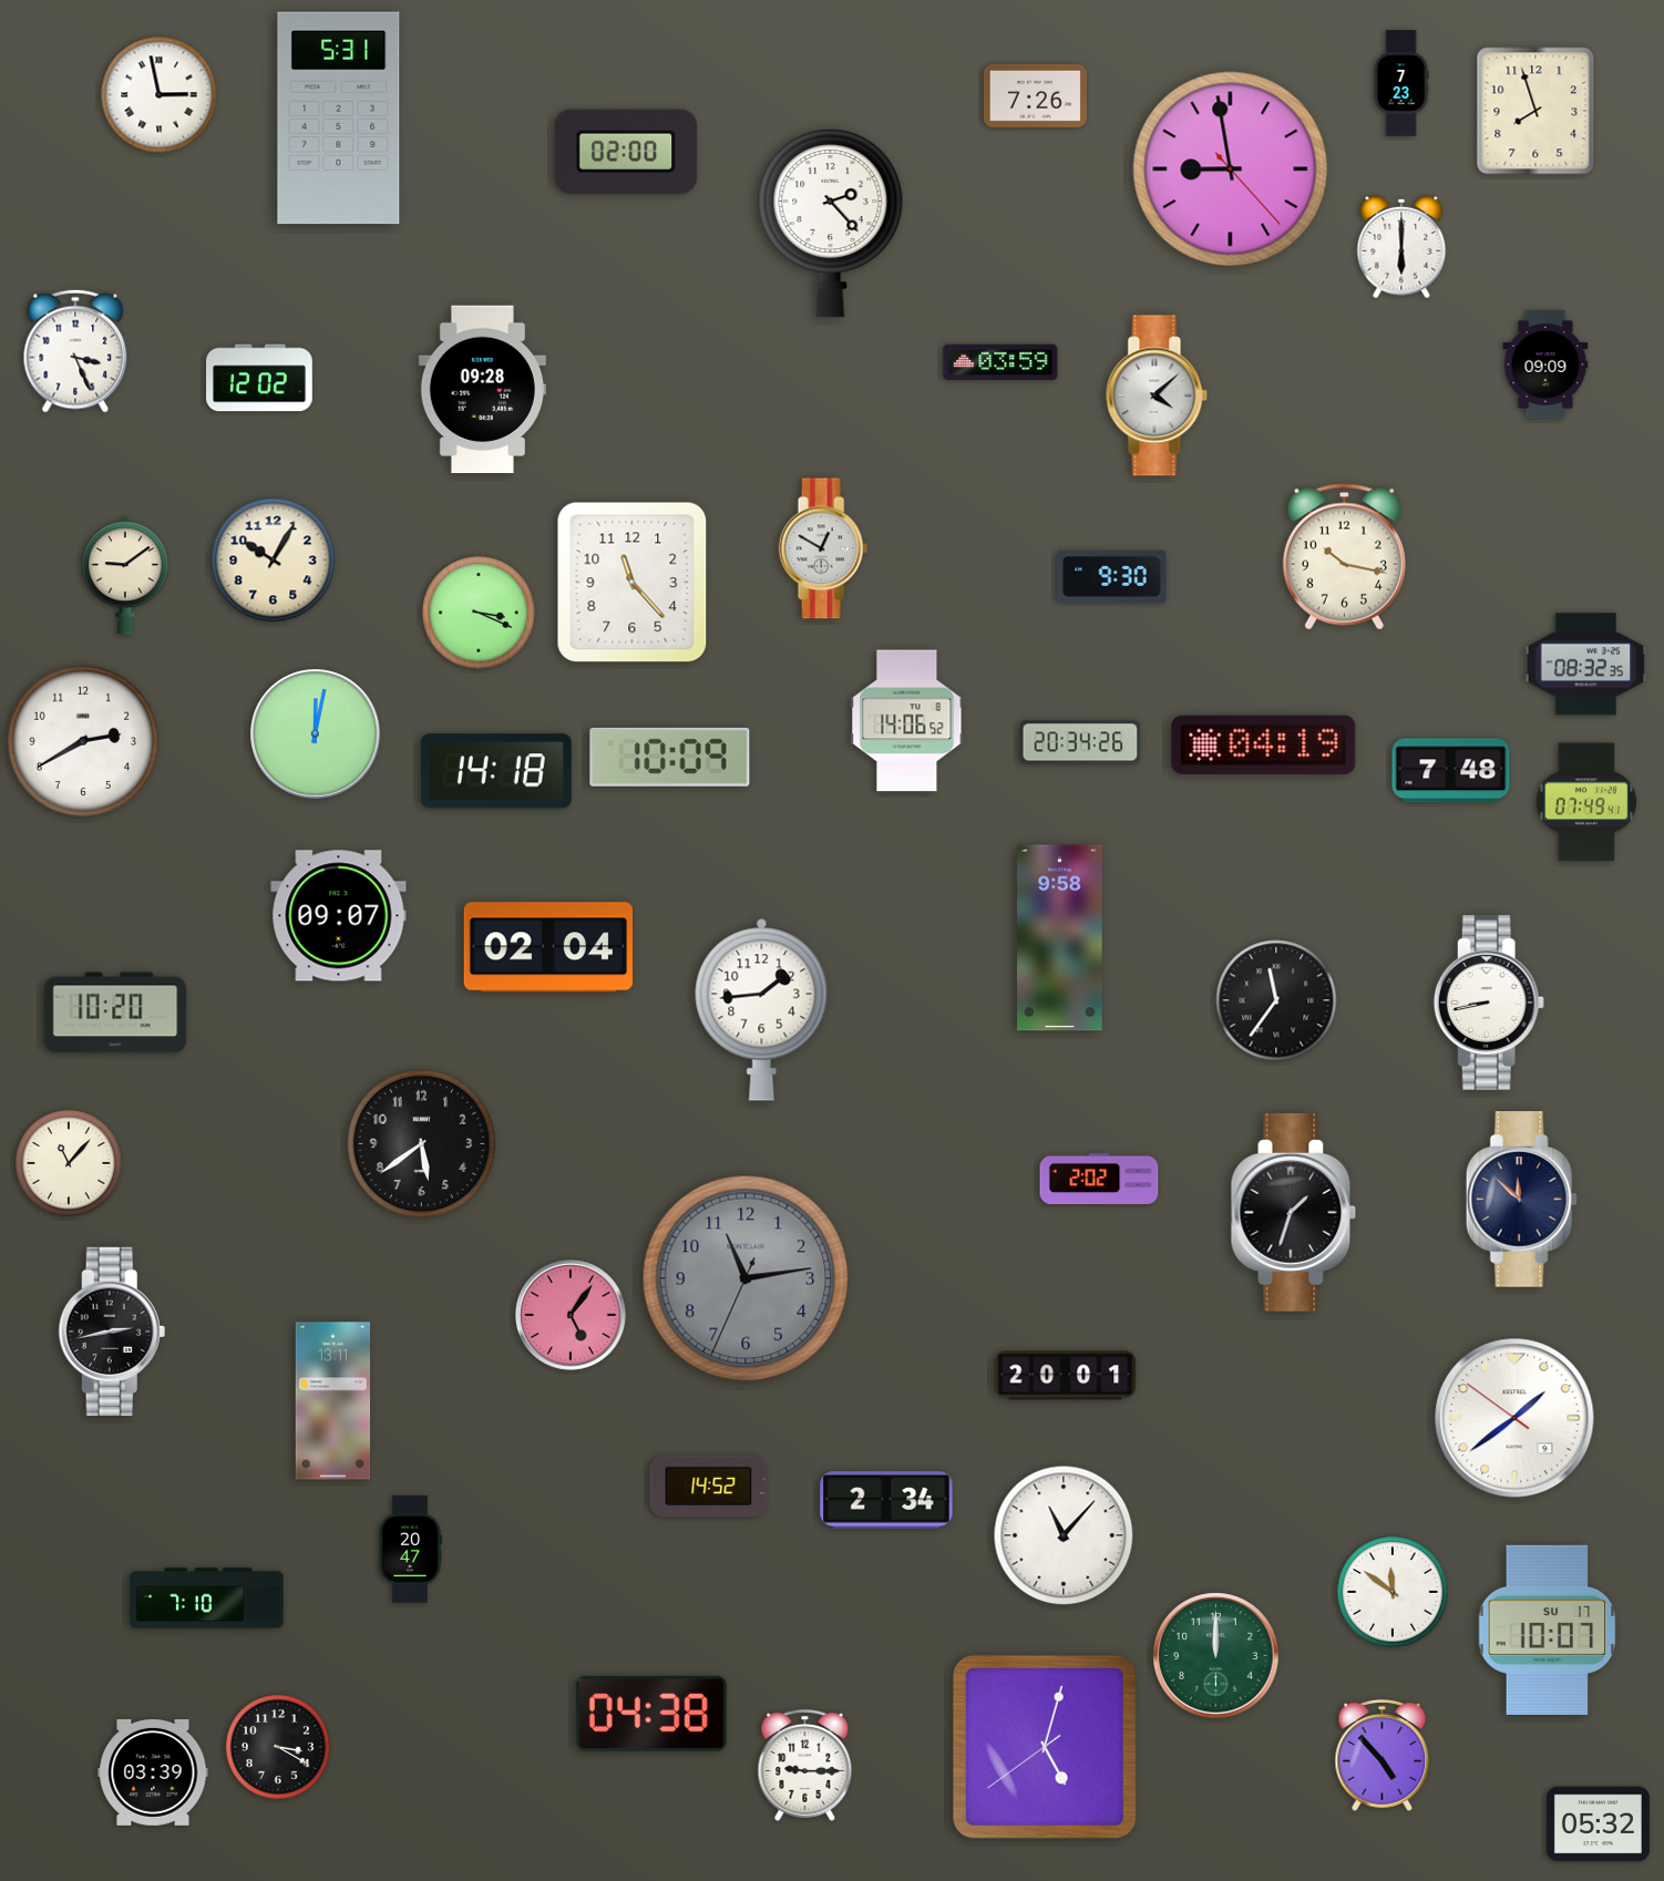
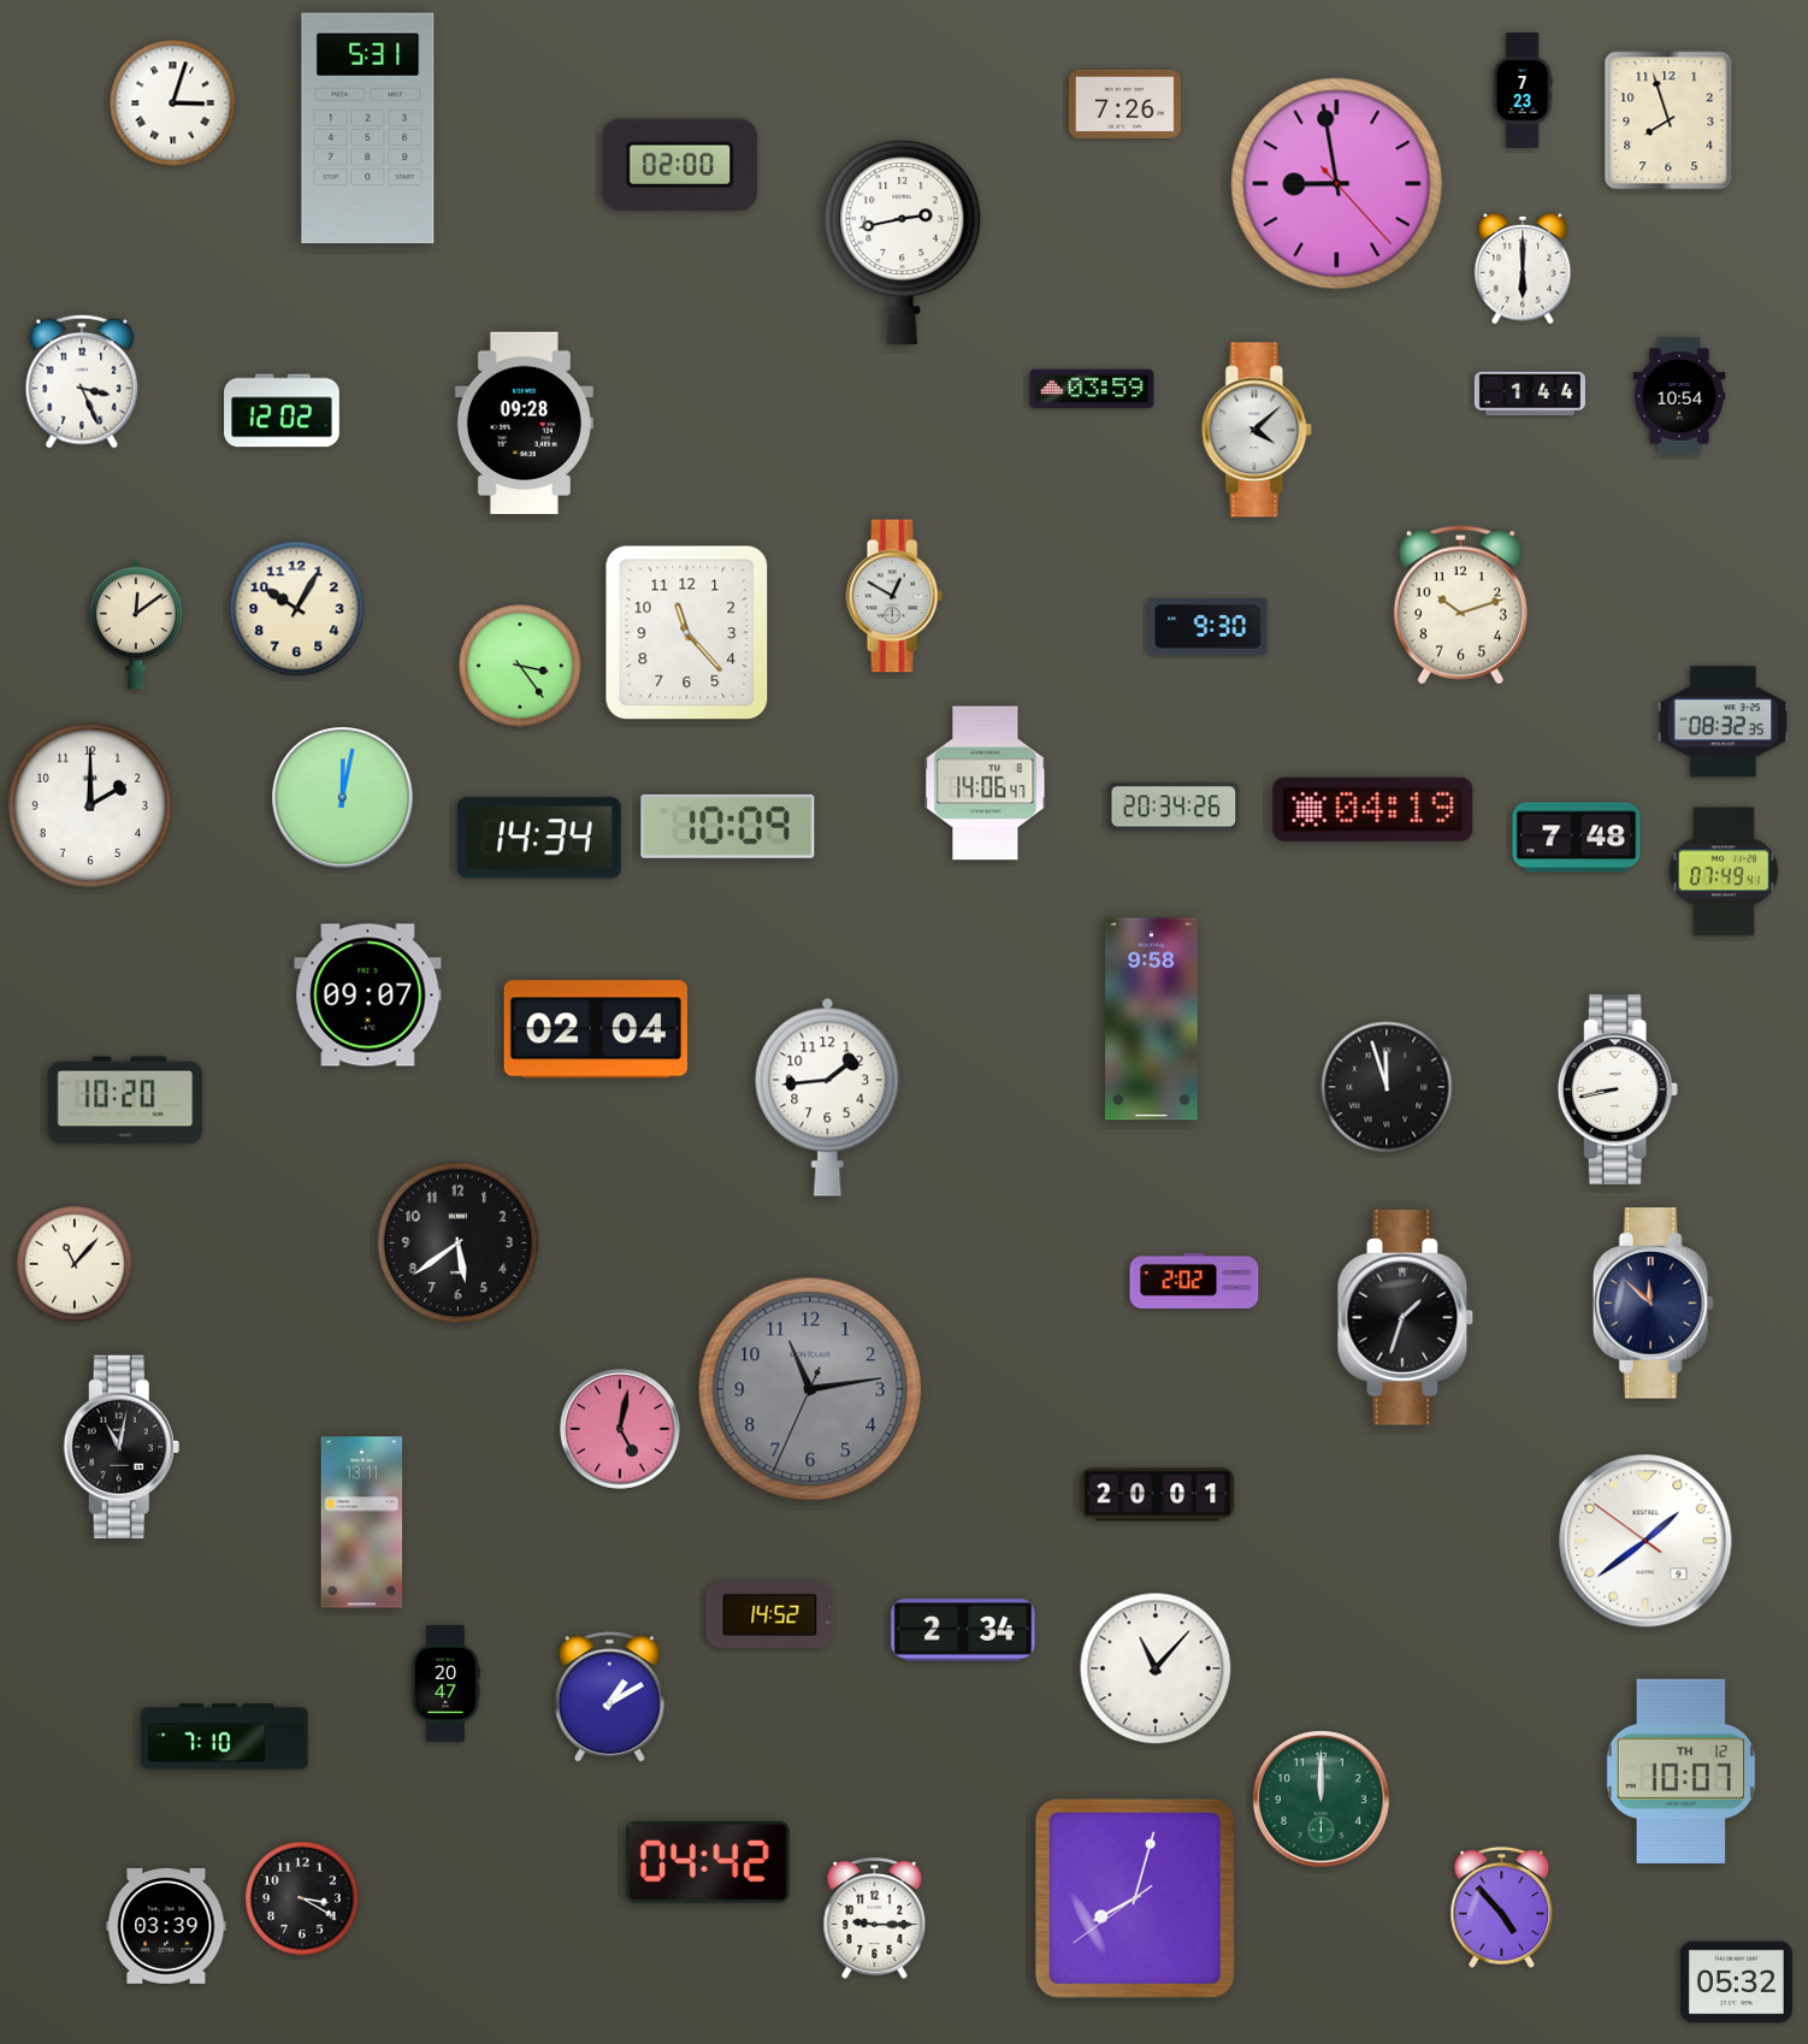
clock at (160, 95): 2:58 -> 3:03
clock at (831, 223): 2:23 -> 2:43
clock at (1000, 362) position: (1000, 362) -> (1092, 389)
clock at (1530, 394): none -> 1:44
clock at (1545, 364): 09:09 -> 10:54
clock at (1344, 557): 10:17 -> 10:12
clock at (125, 575): 9:09 -> 12:09
clock at (479, 613): 3:19 -> 3:24
clock at (907, 721): 14:06:52 -> 14:06:47
clock at (82, 740): 2:40 -> 2:00
clock at (670, 757) position: (670, 757) -> (728, 826)
clock at (496, 771): 14:18 -> 14:34
clock at (1276, 1000): 11:36 -> 11:57
clock at (572, 1316): 5:06 -> 5:02
clock at (112, 1332): 2:43 -> 11:02
clock at (609, 1697): none -> 1:10
clock at (1393, 1592): 11:51 -> none
clock at (1548, 1630) date: SU 17 -> TH 12
clock at (651, 1714): 04:38 -> 04:42
clock at (1045, 1747): 5:02 -> 8:02
